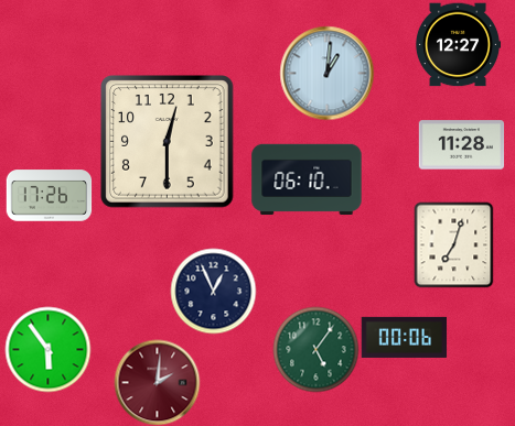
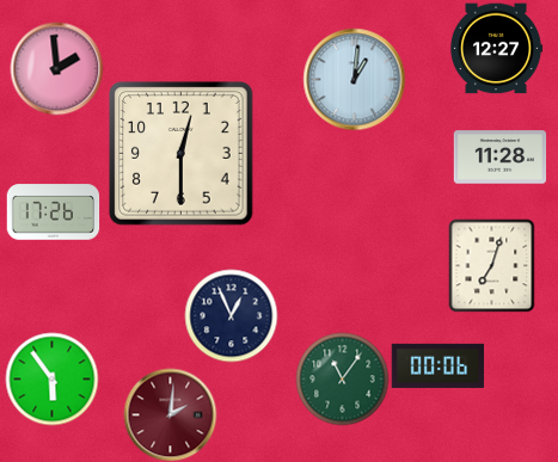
clock at (56, 68): none -> 1:59
clock at (307, 179): 06:10 -> none
clock at (315, 349): 5:06 -> 11:06
